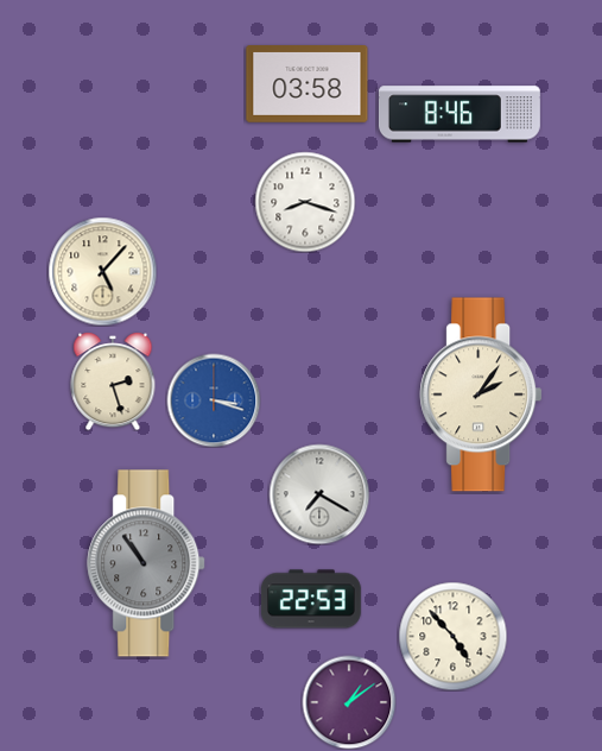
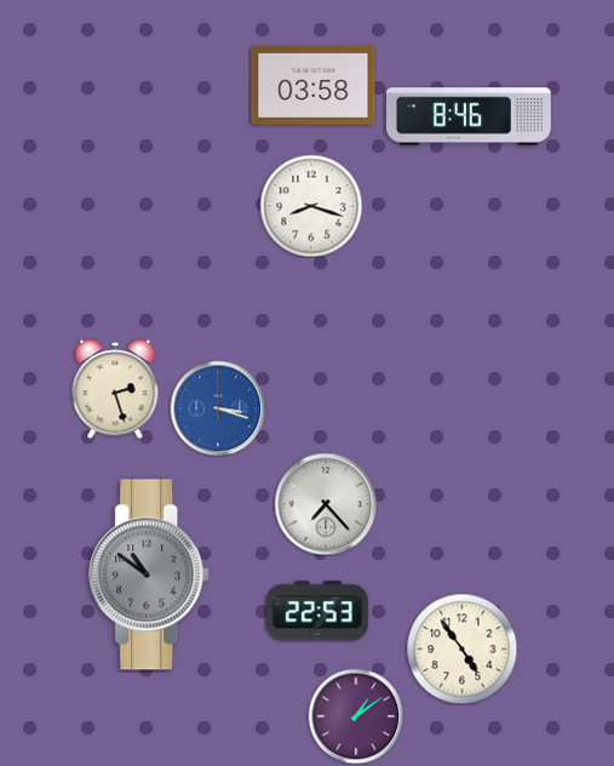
clock at (102, 271): 5:07 -> none
clock at (481, 395): 2:06 -> none
clock at (319, 494): 7:20 -> 7:23
clock at (147, 563): 10:54 -> 10:51
clock at (452, 636): 4:53 -> 4:54
